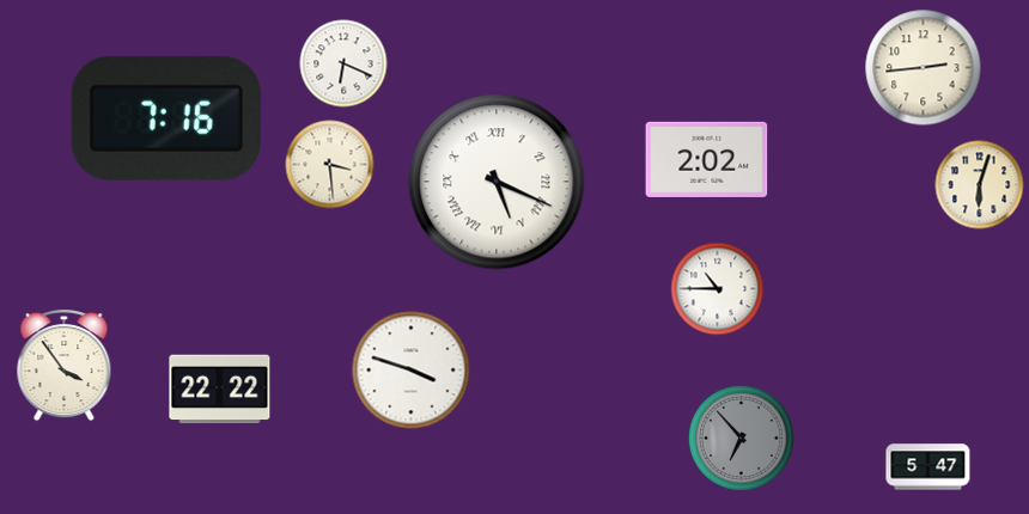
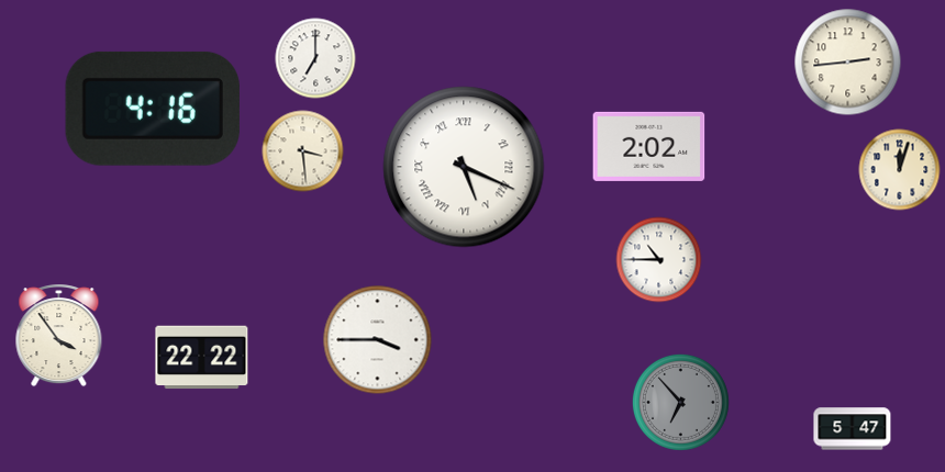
clock at (343, 63): 6:19 -> 7:00
clock at (166, 118): 7:16 -> 4:16
clock at (497, 182) position: (497, 182) -> (464, 167)
clock at (980, 185): 6:03 -> 12:03
clock at (718, 289) position: (718, 289) -> (659, 260)
clock at (412, 371): 3:48 -> 3:45
